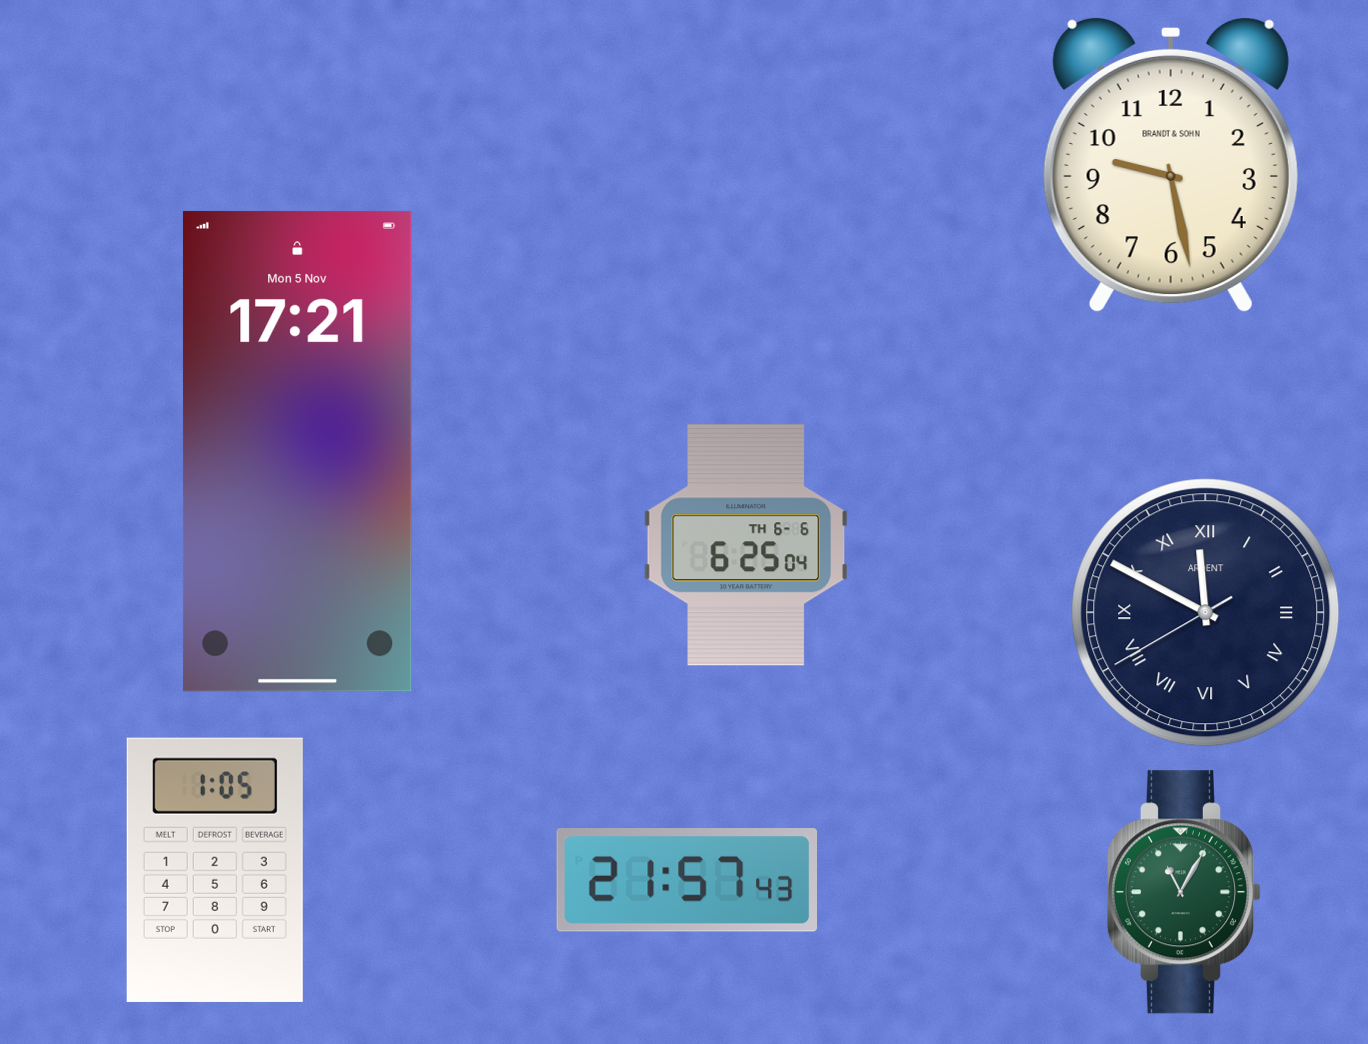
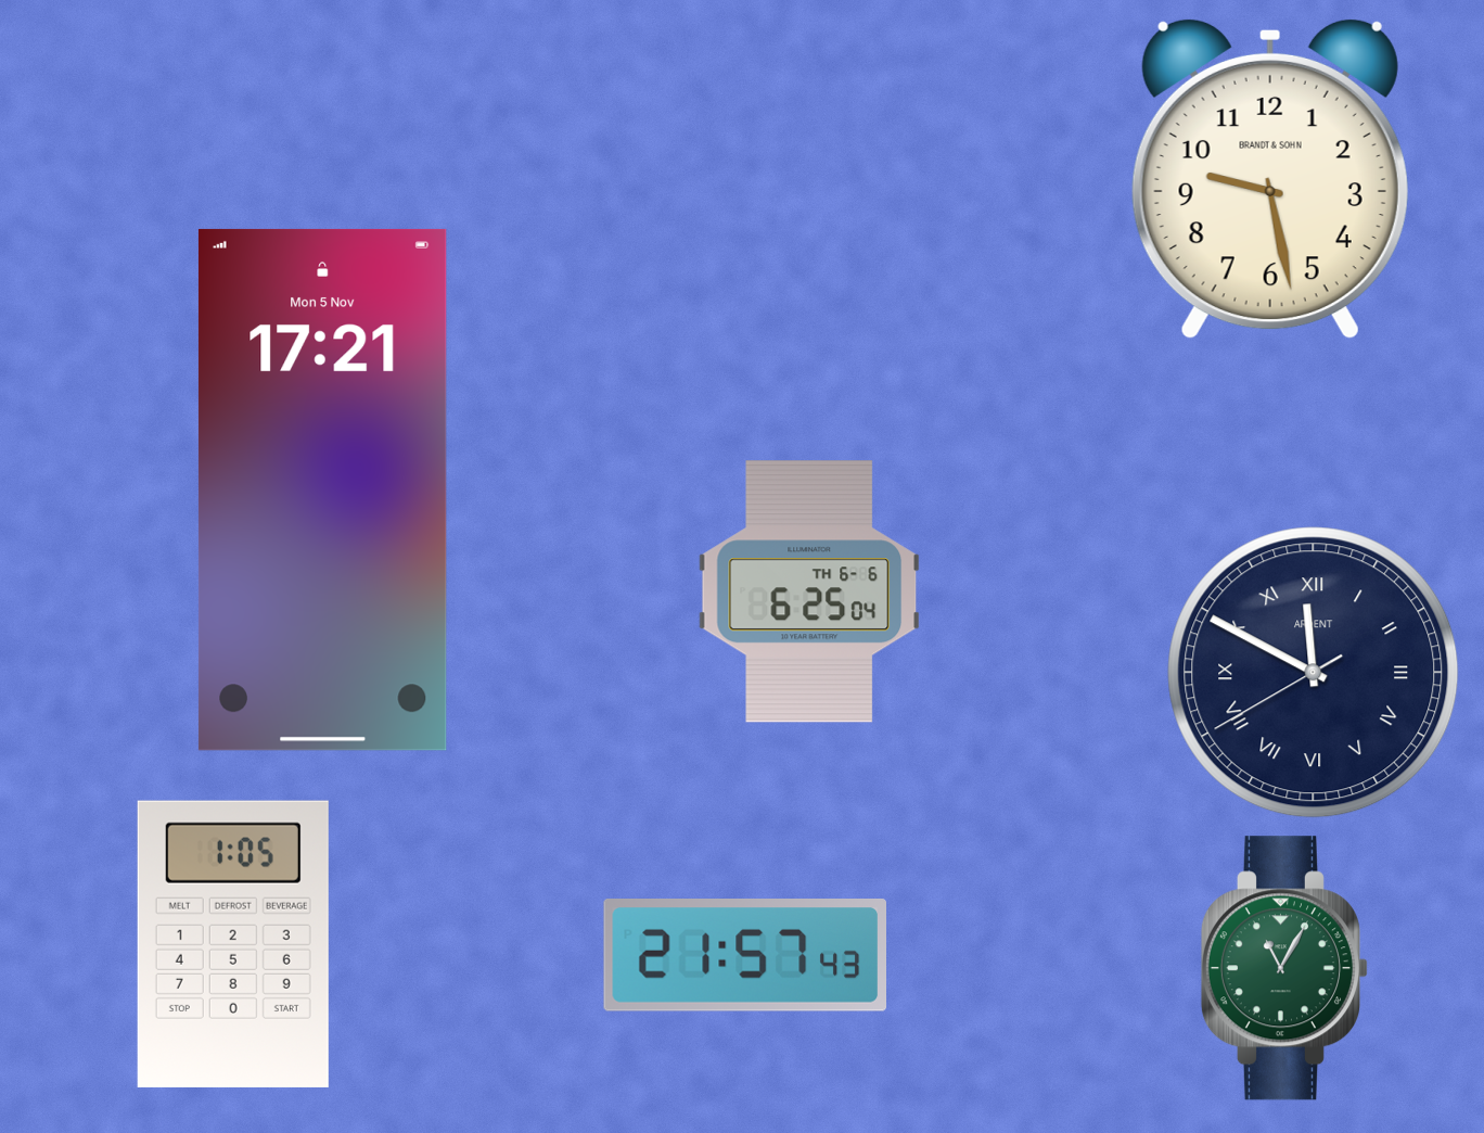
clock at (1206, 613) position: (1206, 613) -> (1314, 673)
